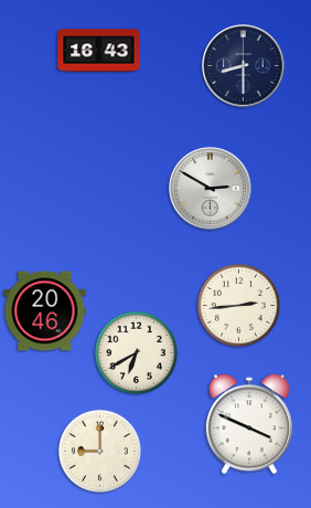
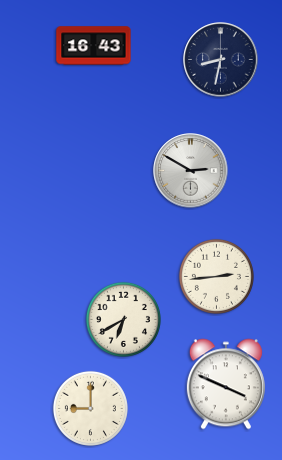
clock at (99, 51) position: (99, 51) -> (94, 46)
clock at (244, 66): 8:30 -> 8:32
clock at (45, 311): 20:46 -> none
